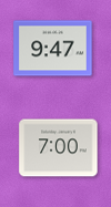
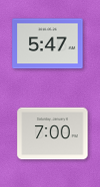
clock at (53, 49): 9:47 -> 5:47
